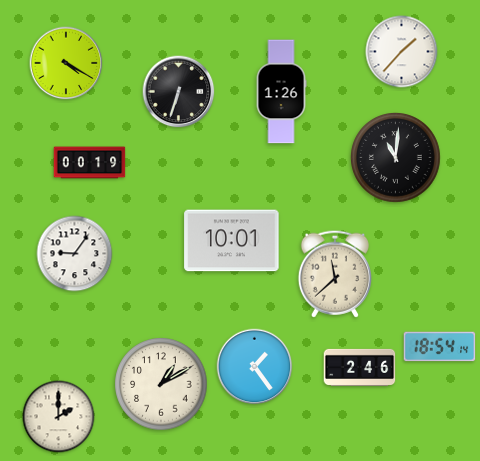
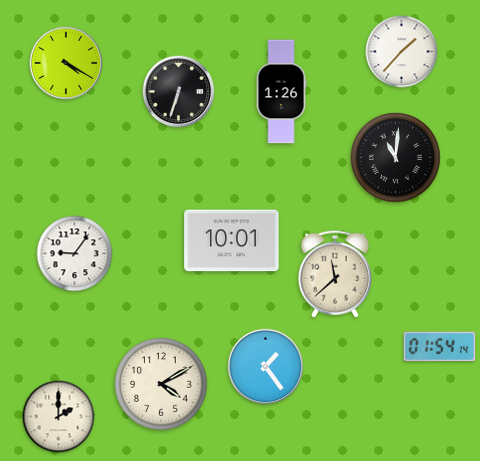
clock at (90, 163): 00:19 -> none
clock at (440, 347): 18:54 -> 01:54
clock at (255, 367) position: (255, 367) -> (266, 367)
clock at (360, 367): 2:46 -> none
clock at (161, 384): 1:10 -> 4:10
